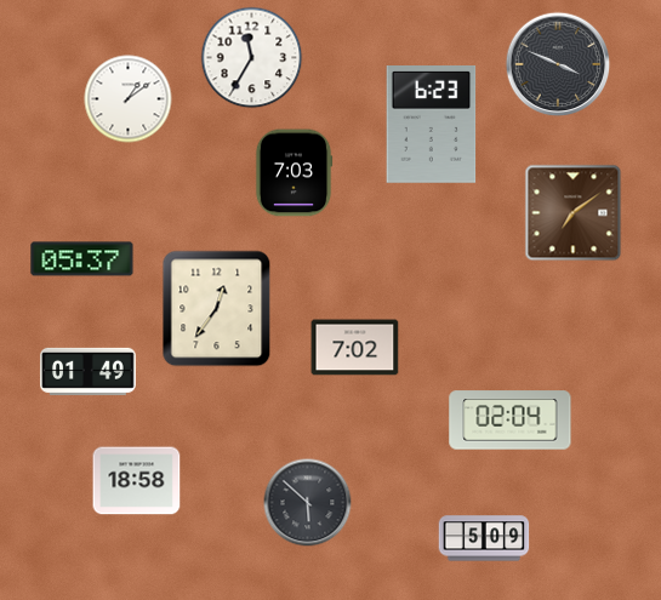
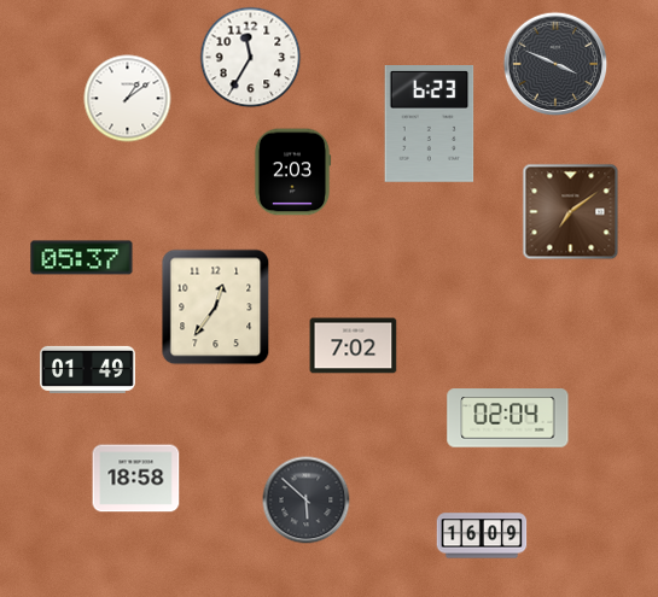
clock at (294, 173): 7:03 -> 2:03
clock at (484, 538): 5:09 -> 16:09
